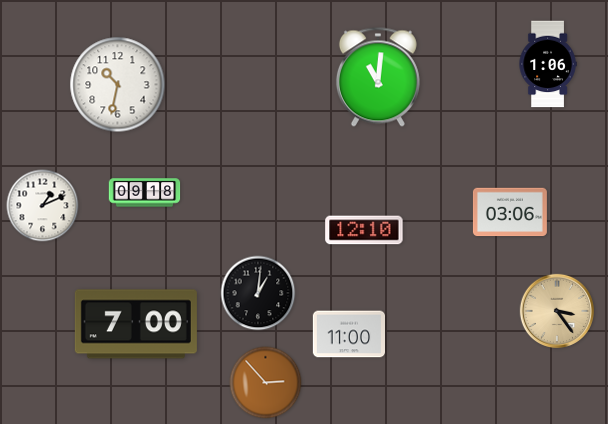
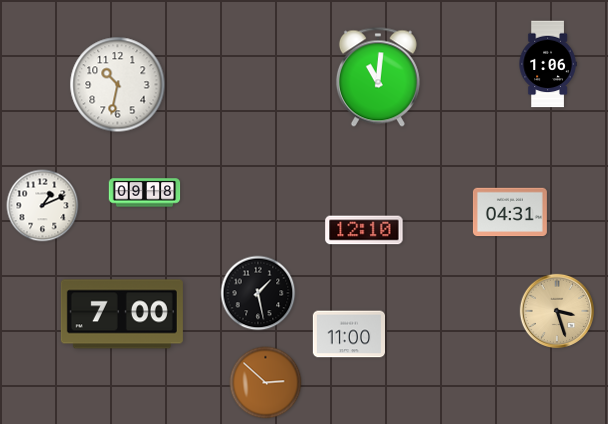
clock at (510, 212): 03:06 -> 04:31
clock at (258, 293): 1:01 -> 1:28
clock at (557, 311): 3:24 -> 3:27
clock at (136, 324) position: (136, 324) -> (122, 314)
clock at (266, 383): 2:53 -> 2:52
